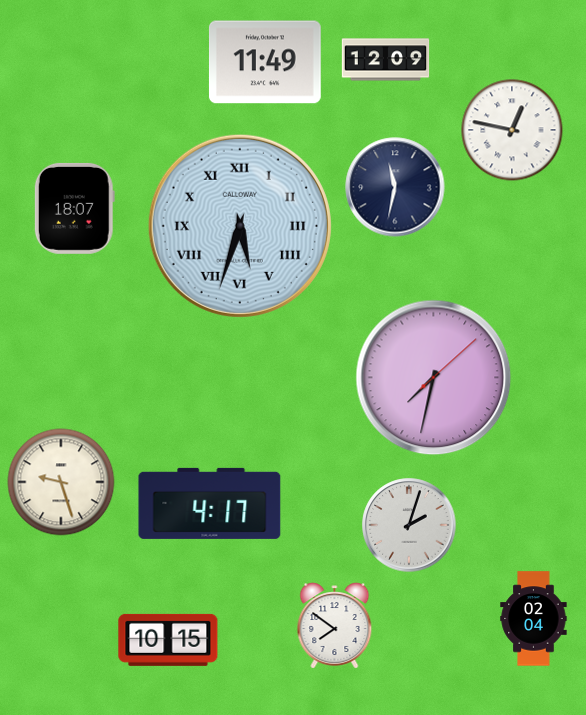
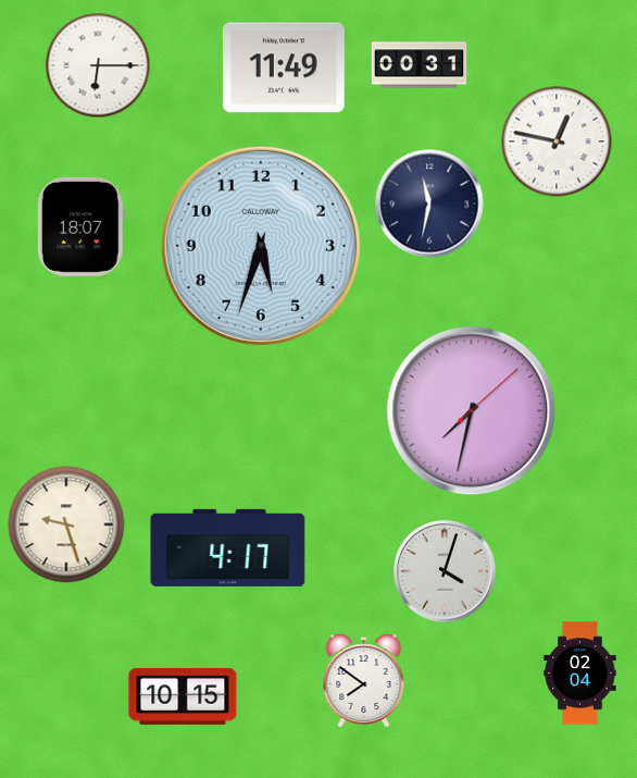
clock at (98, 65): none -> 6:15
clock at (386, 60): 12:09 -> 00:31
clock at (265, 62) position: (265, 62) -> (284, 67)
clock at (240, 226) numerals: Roman -> Arabic
clock at (409, 525): 2:03 -> 4:03
